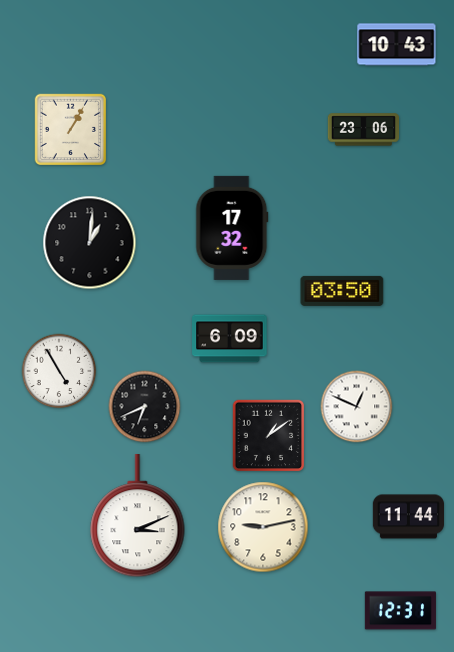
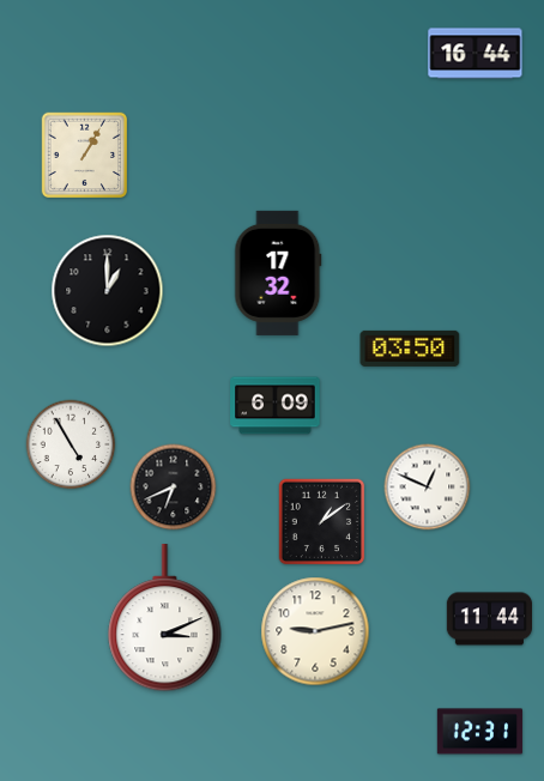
clock at (397, 45): 10:43 -> 16:44
clock at (363, 130): 23:06 -> none
clock at (90, 243): 1:01 -> 1:00
